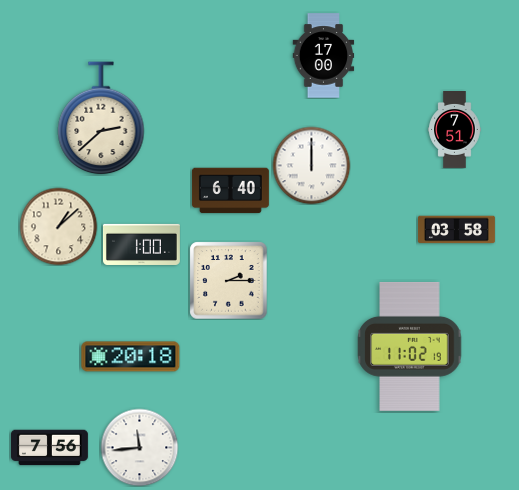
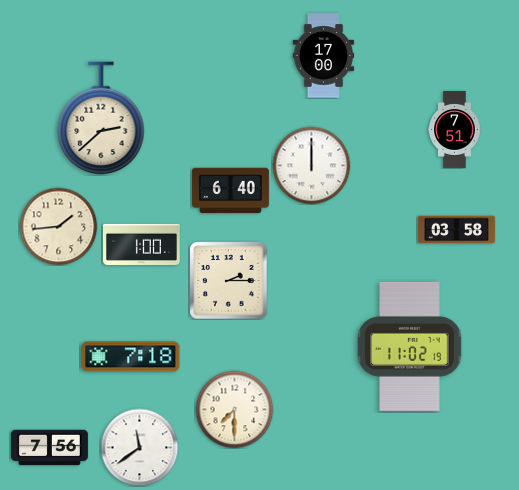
clock at (58, 226): 1:08 -> 1:44
clock at (131, 357): 20:18 -> 7:18
clock at (234, 409): none -> 7:30
clock at (139, 447): 11:44 -> 11:39
